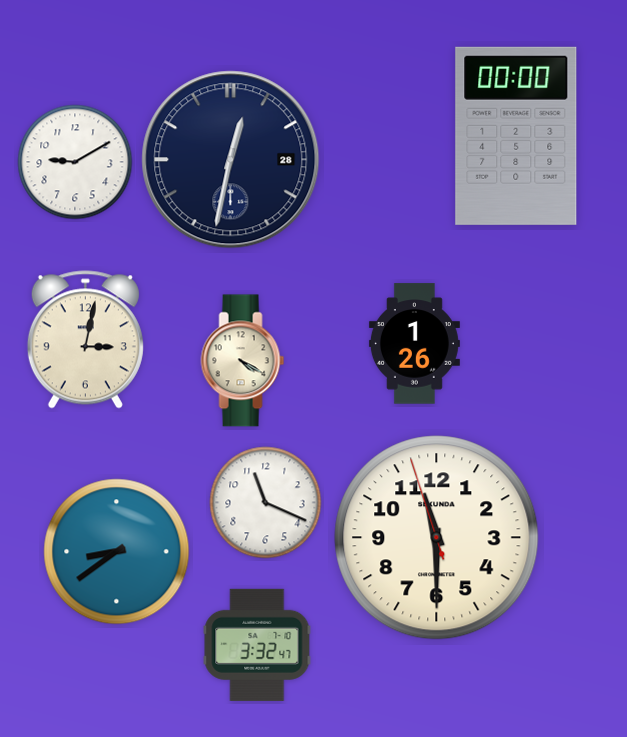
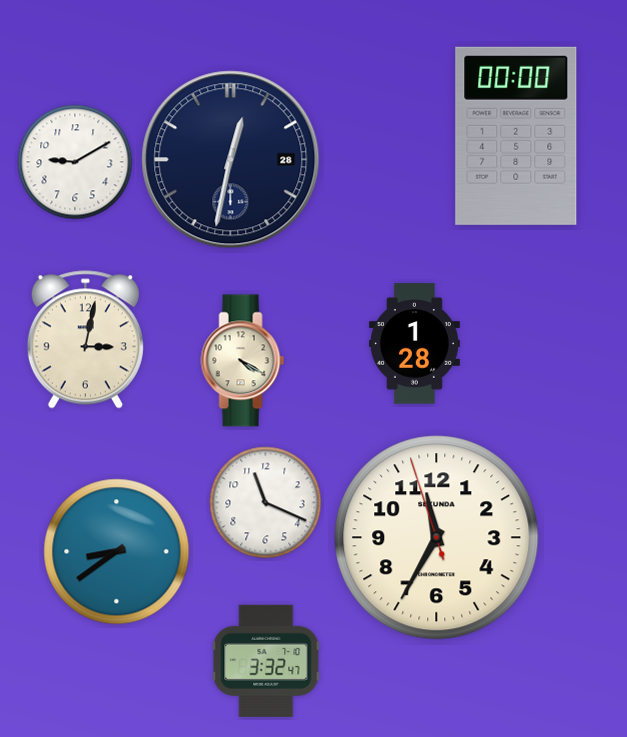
clock at (414, 344): 1:26 -> 1:28
clock at (437, 538): 11:29 -> 11:34
clock at (257, 645) position: (257, 645) -> (266, 661)
